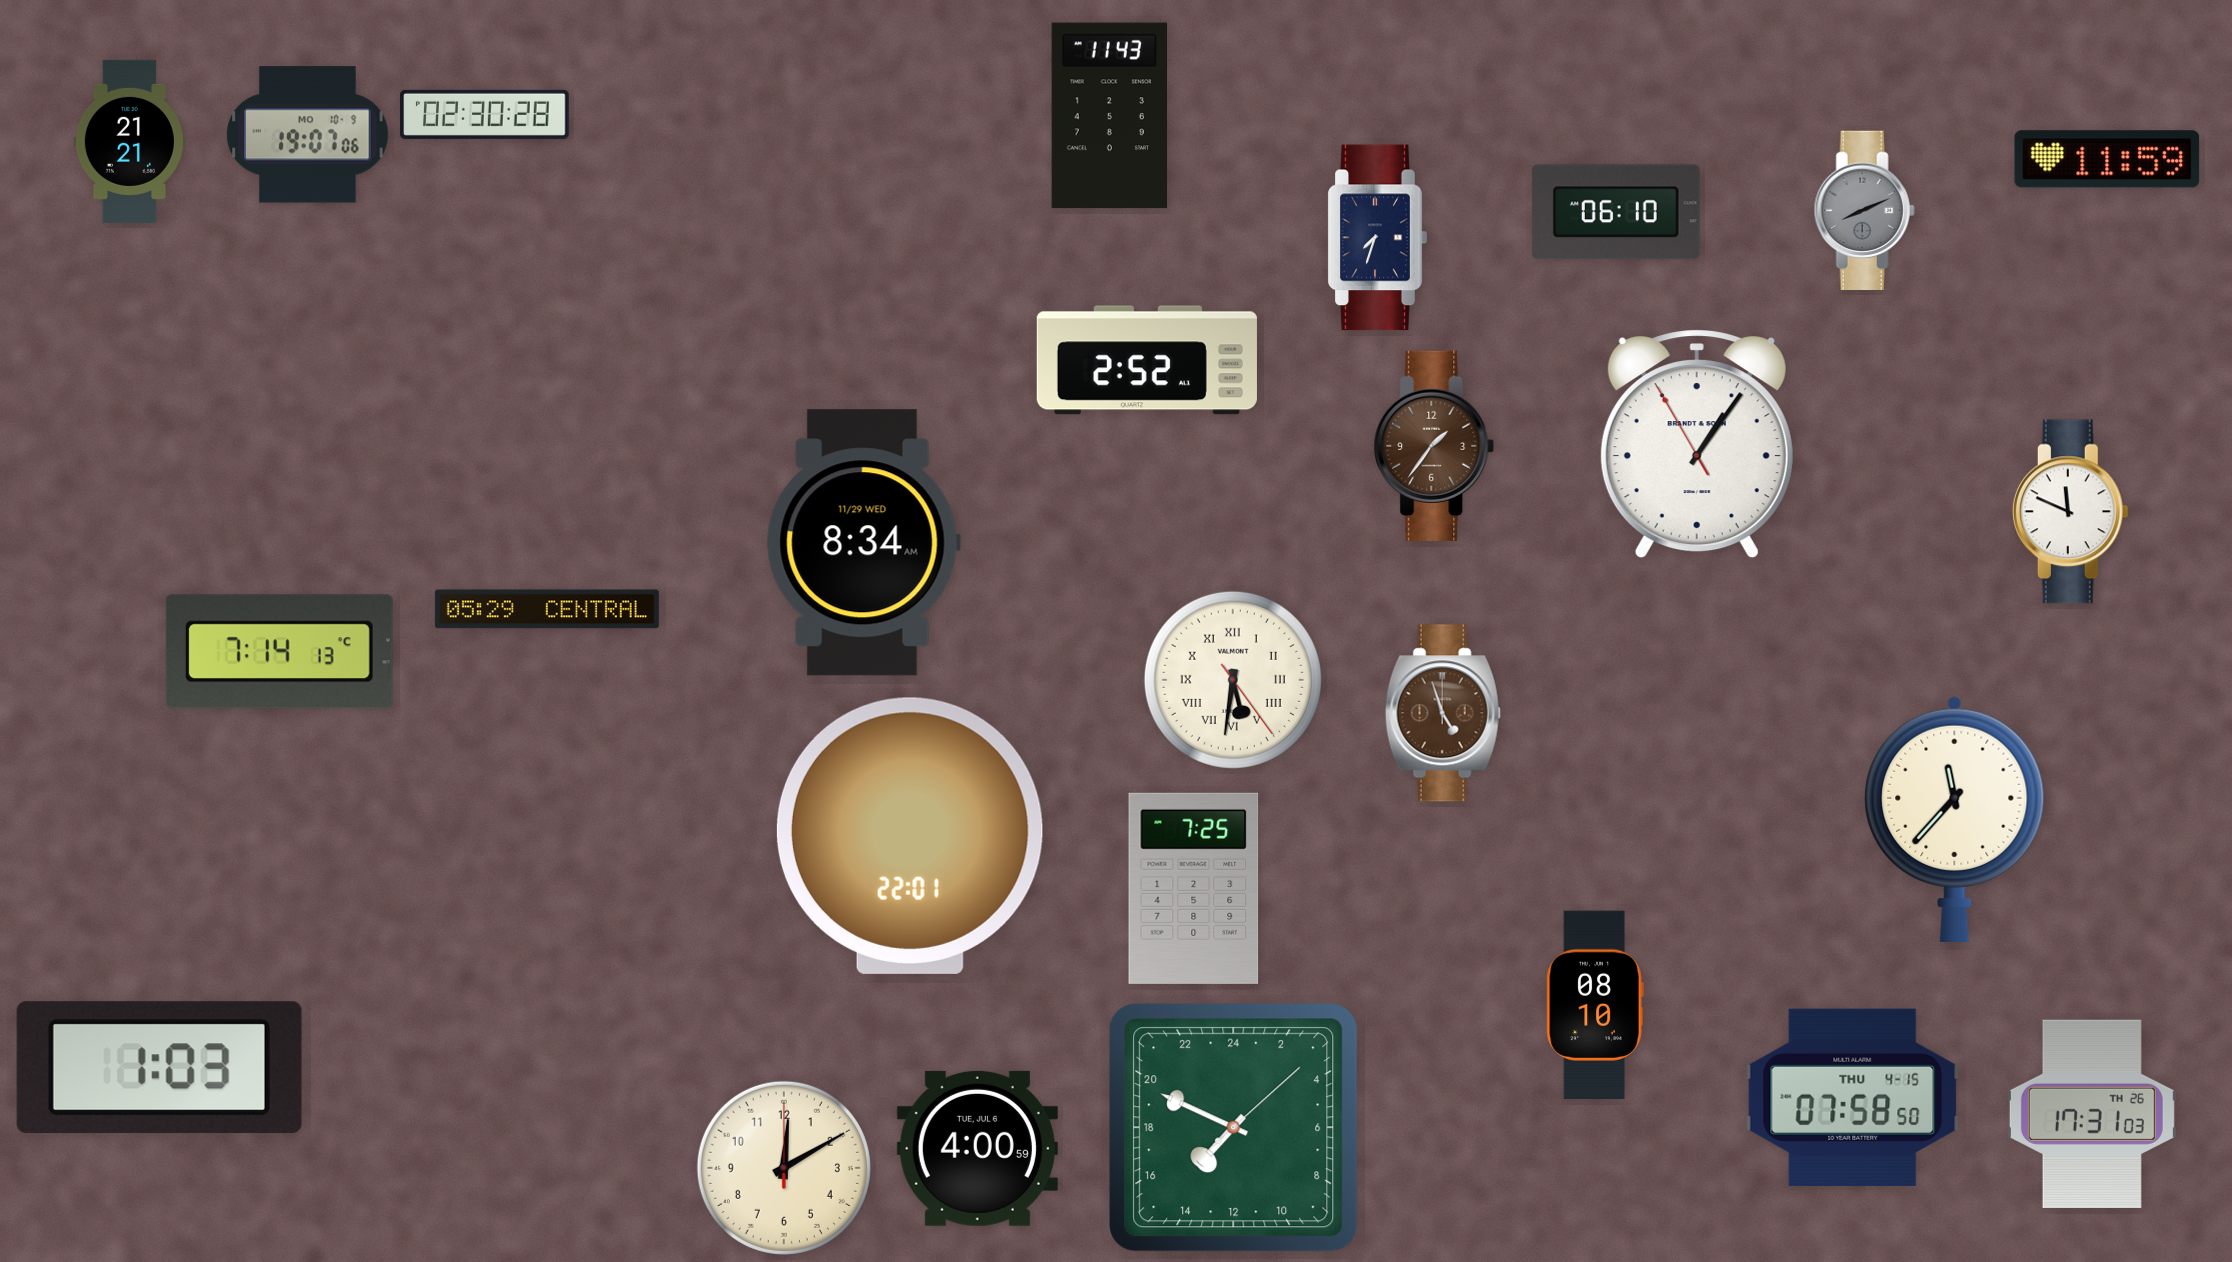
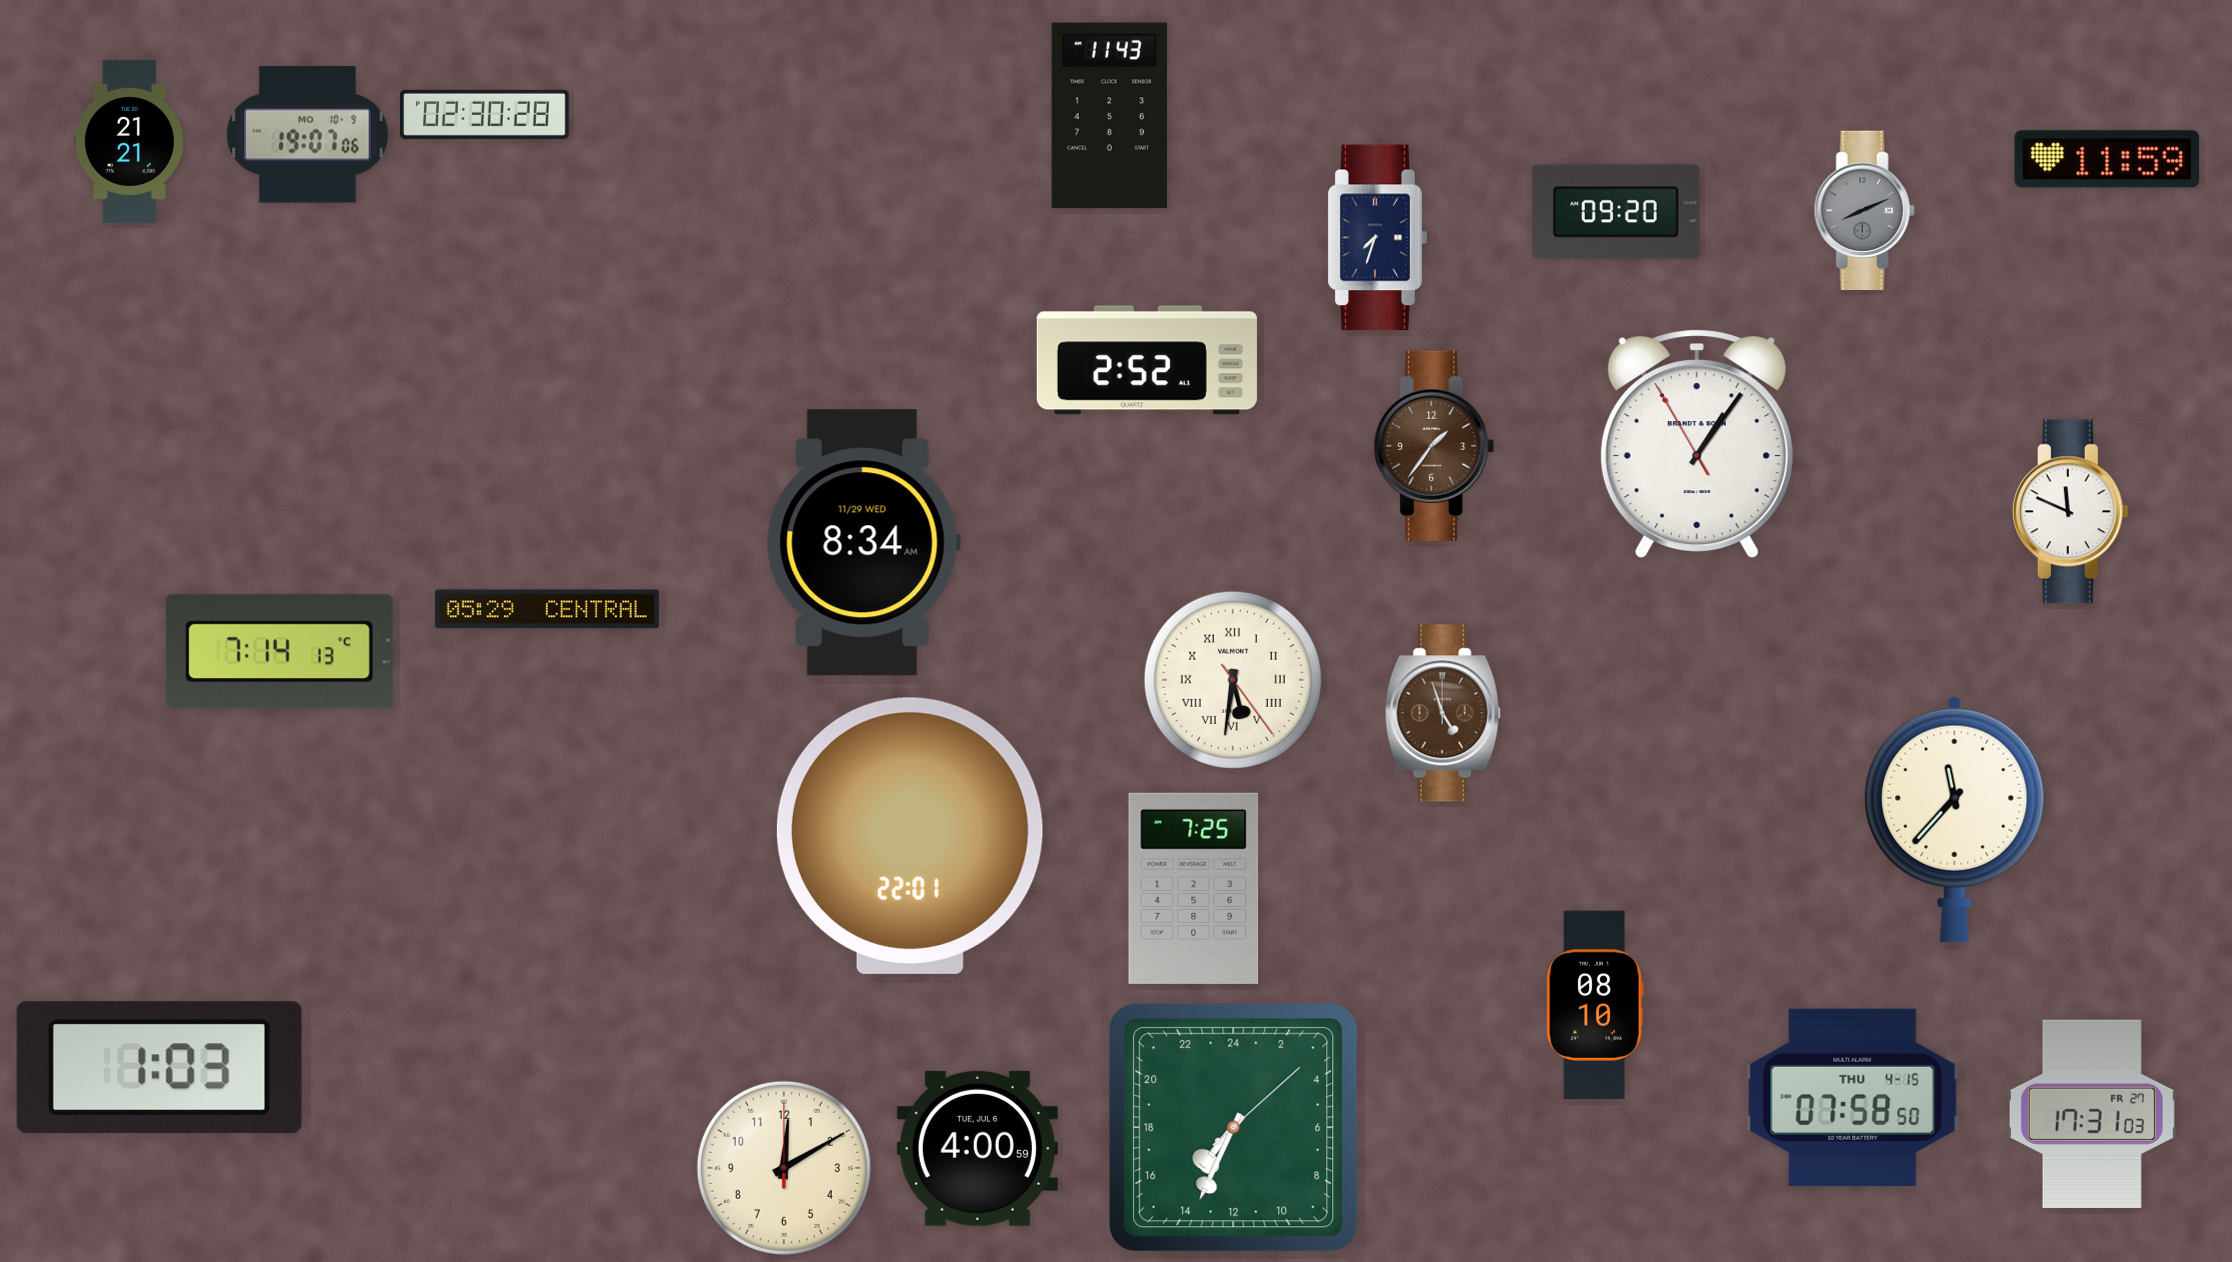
clock at (1616, 212): 06:10 -> 09:20
clock at (2092, 1113) date: TH 26 -> FR 27
clock at (1234, 1128): 14:49 -> 14:34
